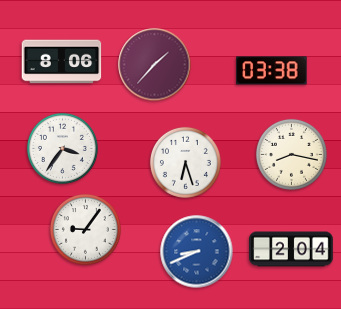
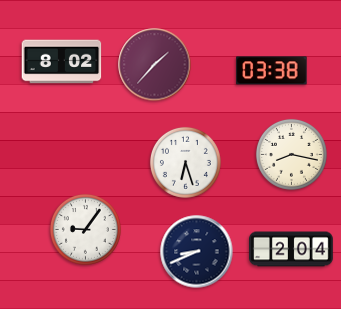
clock at (62, 62): 8:06 -> 8:02
clock at (62, 148): 3:36 -> none
clock at (197, 252) dial: blue -> navy
